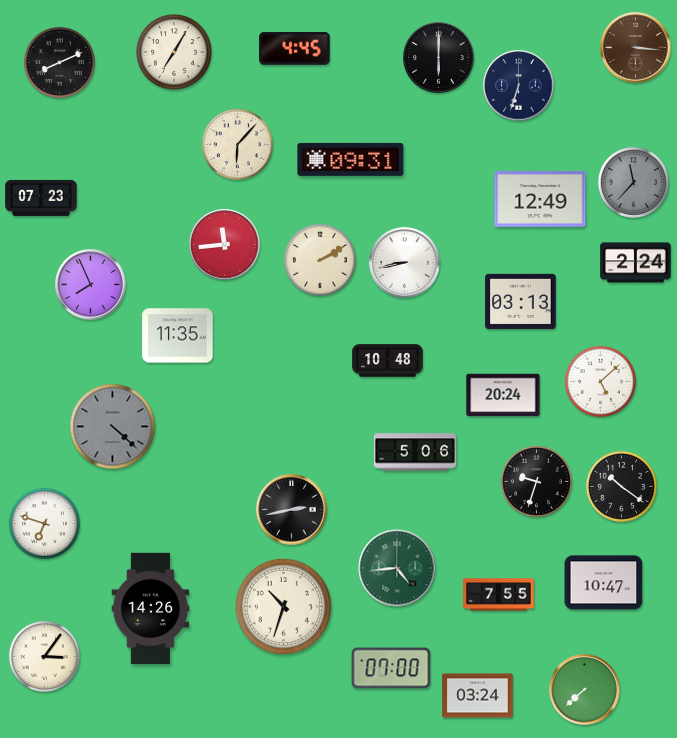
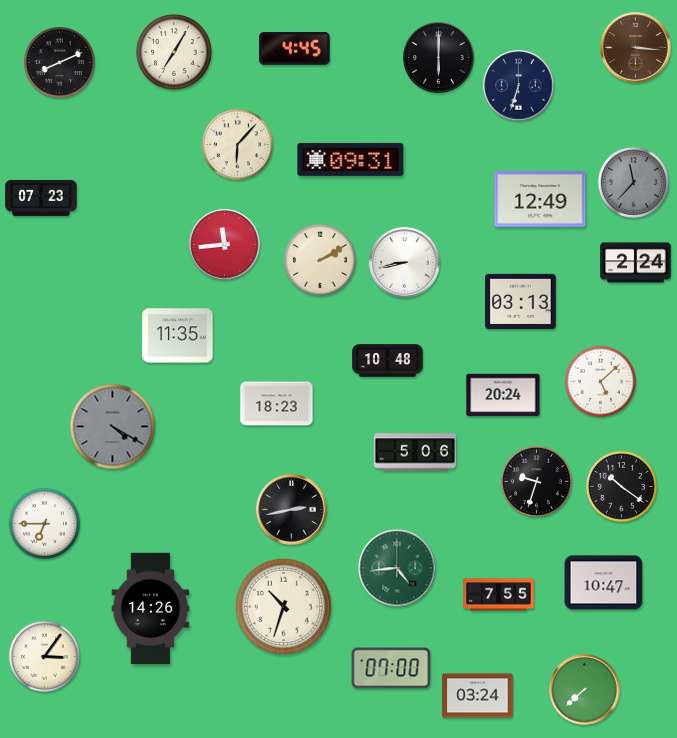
clock at (91, 285): 7:56 -> none
clock at (277, 404): none -> 18:23
clock at (113, 427): 4:22 -> 4:20
clock at (44, 523): 6:48 -> 6:45
